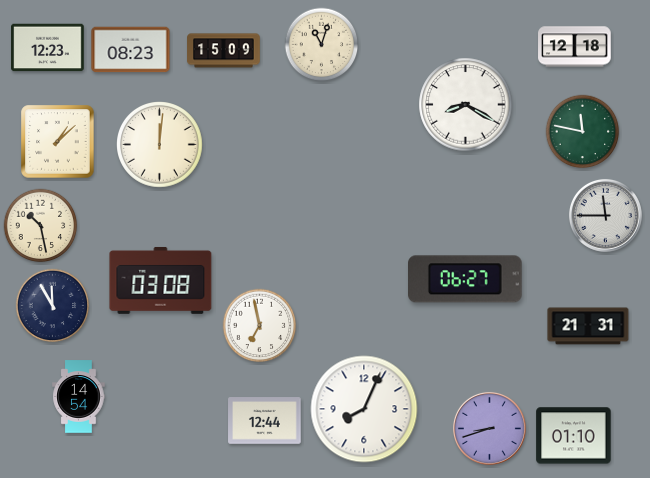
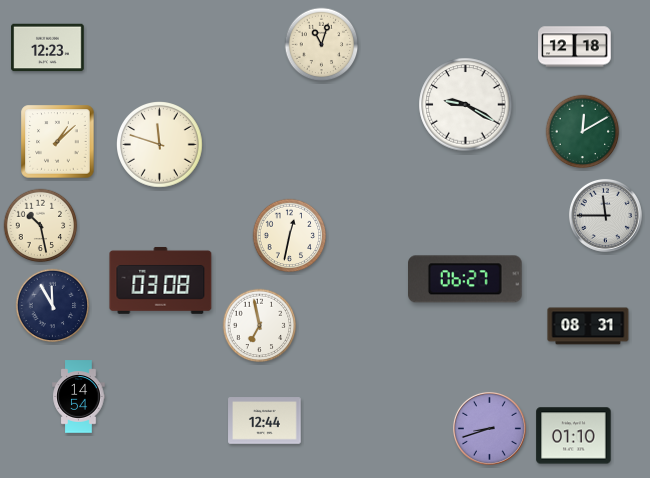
clock at (131, 50): 08:23 -> none
clock at (224, 51): 15:09 -> none
clock at (466, 105): 8:20 -> 9:20
clock at (583, 132): 11:47 -> 12:10
clock at (160, 145): 12:01 -> 11:48
clock at (290, 236): none -> 12:32
clock at (588, 326): 21:31 -> 08:31
clock at (364, 409): 8:04 -> none
